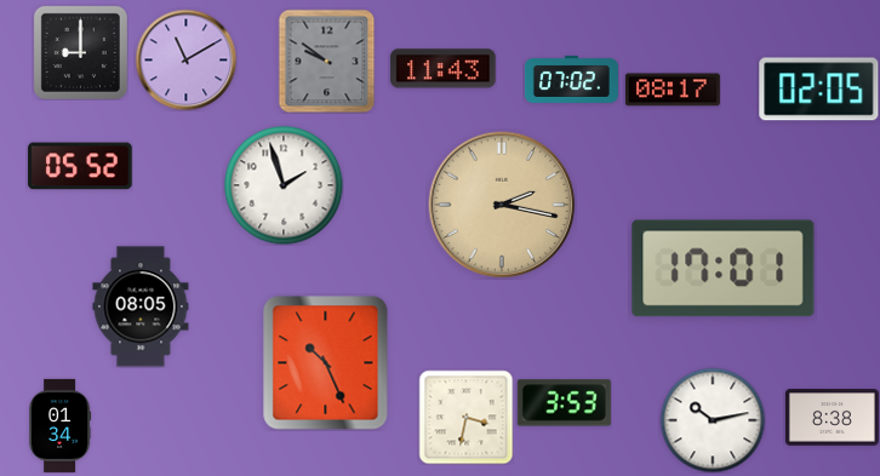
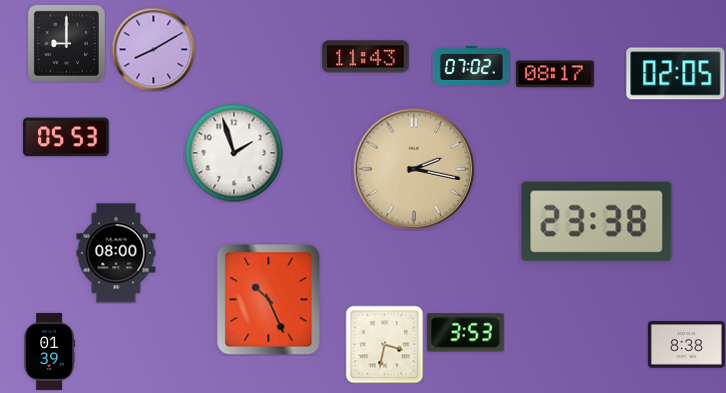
clock at (185, 59): 11:10 -> 8:10
clock at (327, 61): 9:51 -> none
clock at (80, 166): 05:52 -> 05:53
clock at (724, 269): 17:01 -> 23:38
clock at (141, 306): 08:05 -> 08:00
clock at (713, 420): 10:13 -> none
clock at (61, 425): 01:34 -> 01:39
